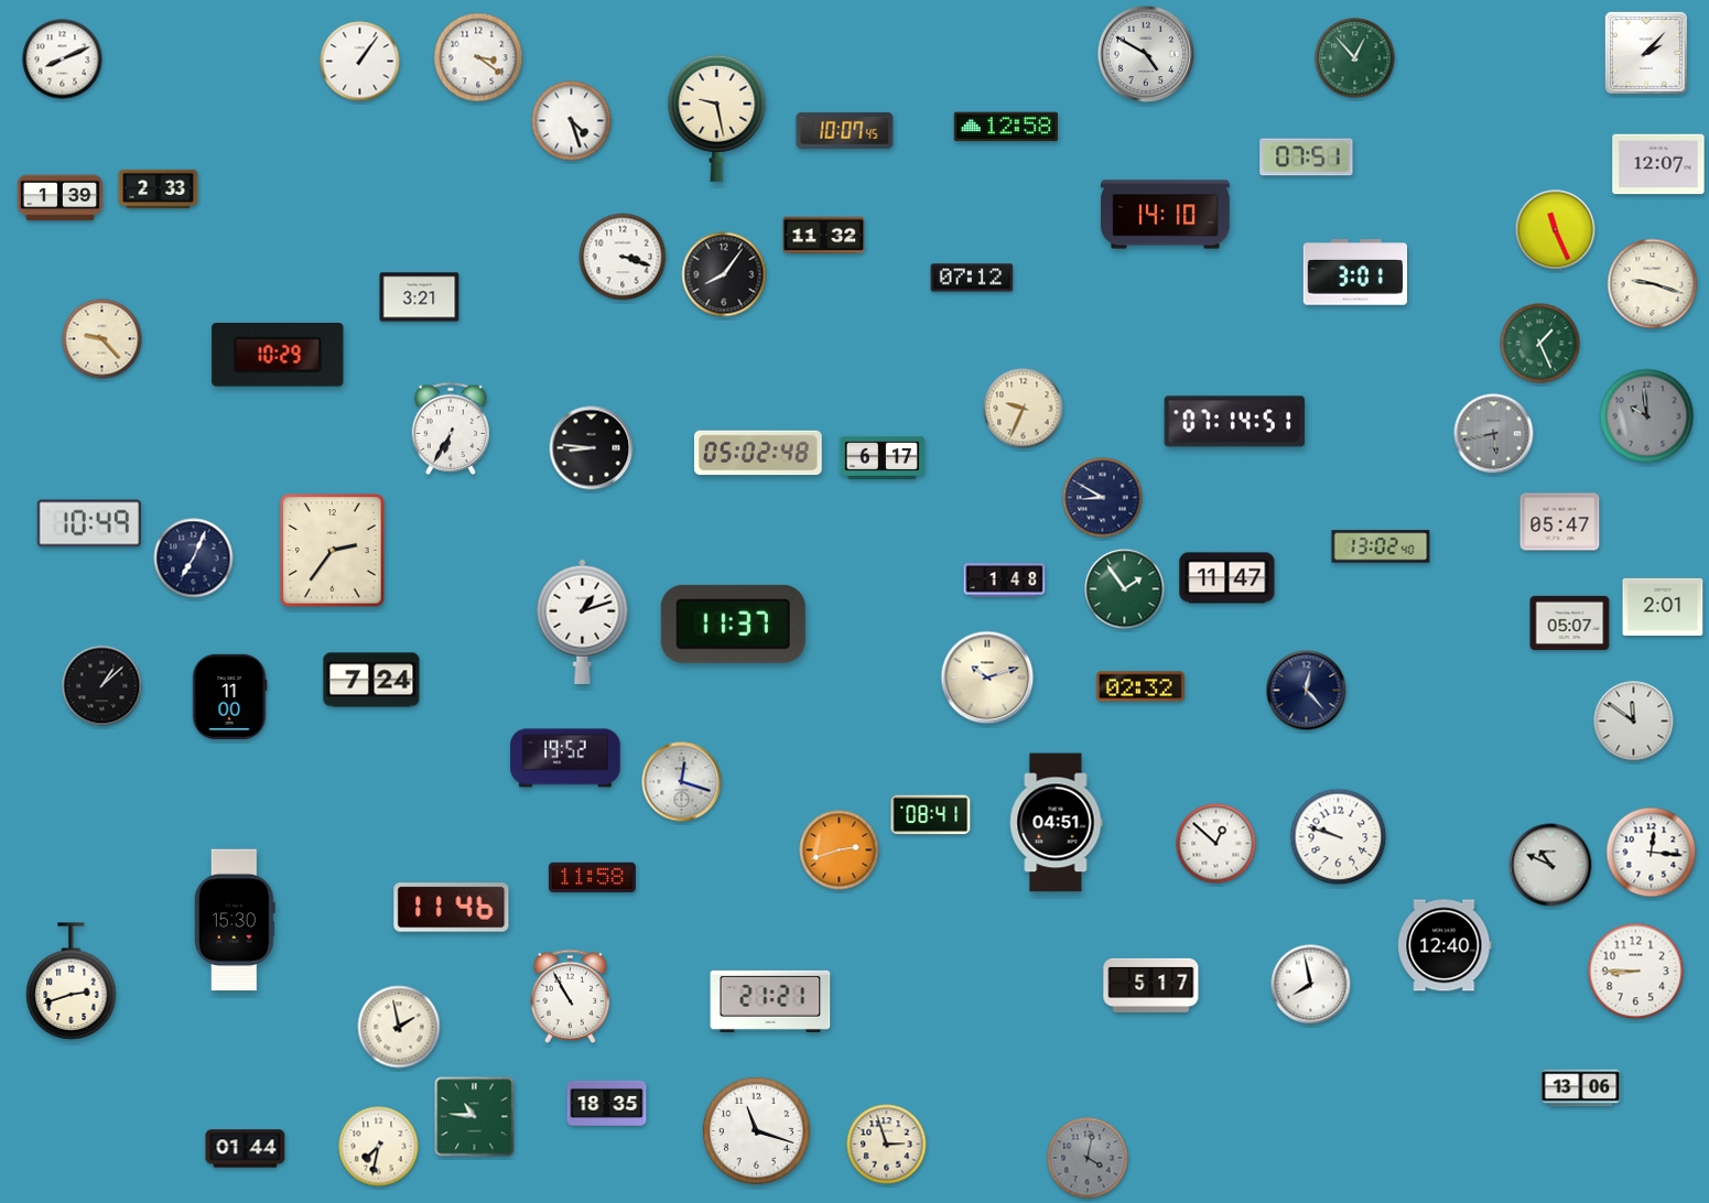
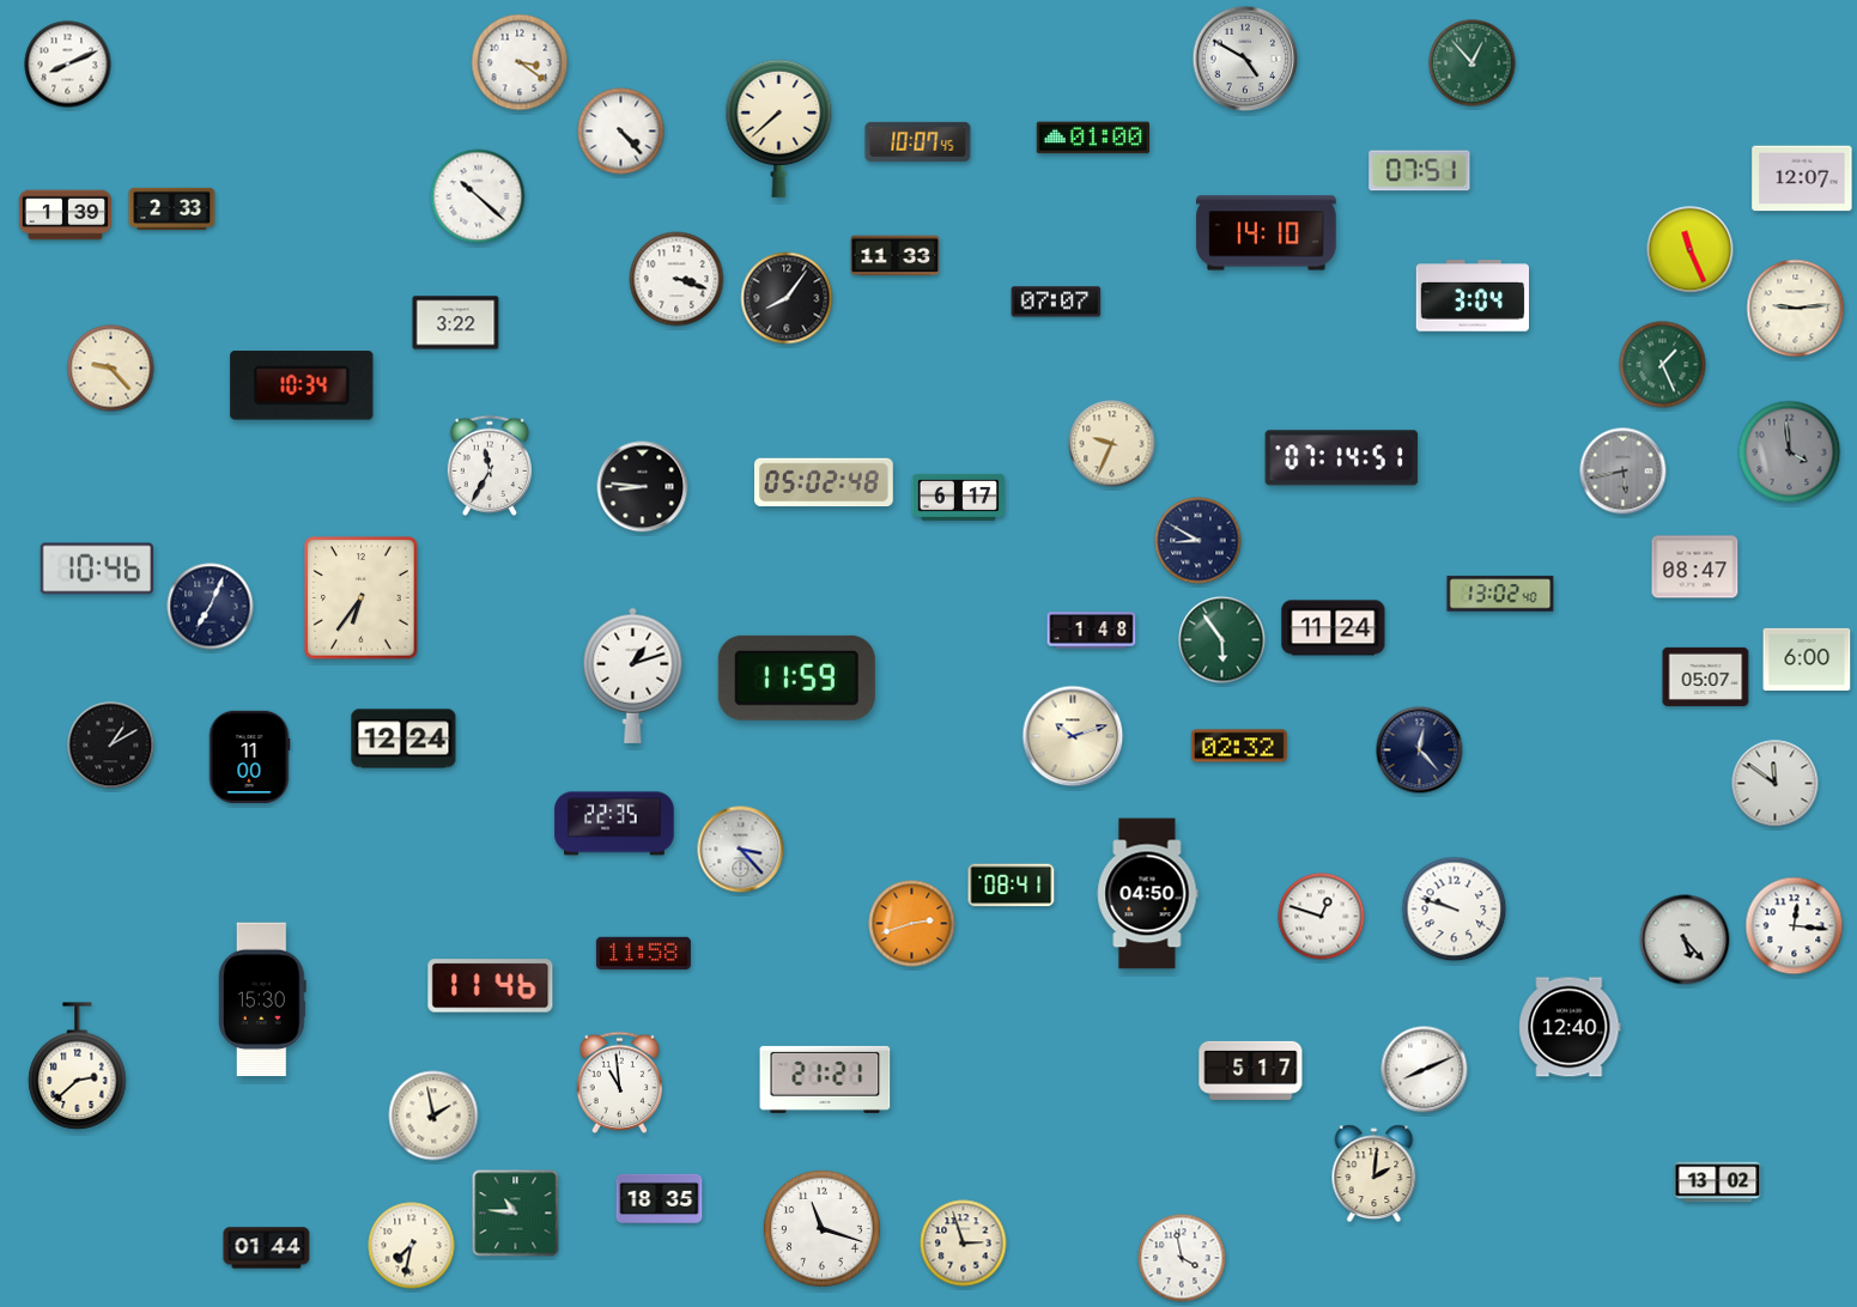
clock at (1646, 53): 2:07 -> none
clock at (360, 62): 1:06 -> none
clock at (717, 118): 9:28 -> 7:38
clock at (572, 121): 4:27 -> 4:23
clock at (1006, 127): 12:58 -> 01:00
clock at (478, 196): none -> 10:22
clock at (159, 188) position: (159, 188) -> (172, 208)
clock at (824, 236): 11:32 -> 11:33
clock at (1354, 272): 3:01 -> 3:04
clock at (972, 278): 07:12 -> 07:07
clock at (1653, 284): 9:18 -> 9:14
clock at (420, 297): 3:21 -> 3:22
clock at (1540, 344) position: (1540, 344) -> (1663, 365)
clock at (278, 356): 10:29 -> 10:34
clock at (1647, 416): 9:59 -> 3:59
clock at (450, 429): 6:35 -> 11:35
clock at (759, 453) position: (759, 453) -> (825, 482)
clock at (1560, 522): 05:47 -> 08:47
clock at (88, 523): 10:49 -> 10:46
clock at (333, 551): 2:36 -> 6:36
clock at (1227, 578): 11:47 -> 11:24
clock at (1125, 589): 1:54 -> 5:54
clock at (1663, 607): 2:01 -> 6:00
clock at (733, 624): 11:37 -> 11:59
clock at (371, 680): 7:24 -> 12:24
clock at (102, 686): 1:08 -> 1:10
clock at (565, 758): 19:52 -> 22:35
clock at (682, 782): 12:18 -> 3:23
clock at (1056, 823): 04:51 -> 04:50
clock at (1216, 844): 12:52 -> 12:48
clock at (1550, 865): 10:49 -> 5:23
clock at (235, 920) position: (235, 920) -> (262, 999)
clock at (1636, 972): 8:45 -> none
clock at (72, 982): 2:42 -> 2:38
clock at (1311, 985): 7:58 -> 8:11
clock at (571, 996): 10:55 -> 10:59
clock at (770, 1001) position: (770, 1001) -> (825, 1080)
clock at (1374, 1174): none -> 2:01
clock at (1581, 1088): 13:06 -> 13:02
clock at (1088, 1158): 4:02 -> 3:58
clock at (1088, 1158) dial: grey -> white
